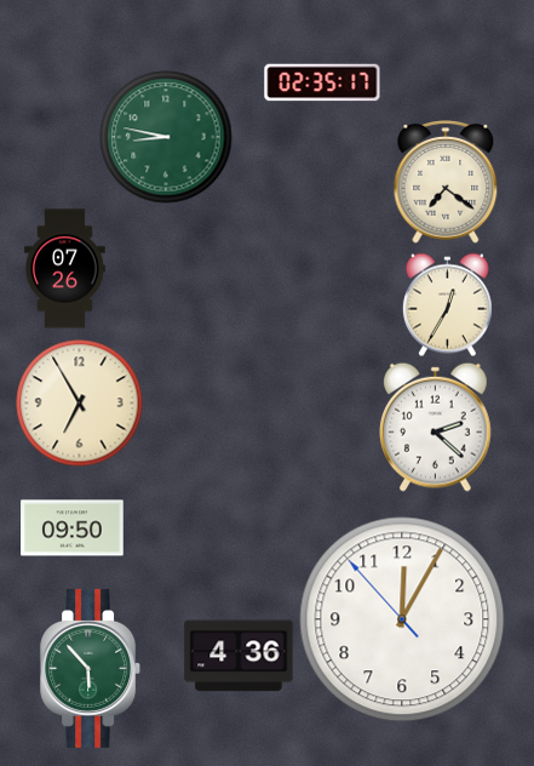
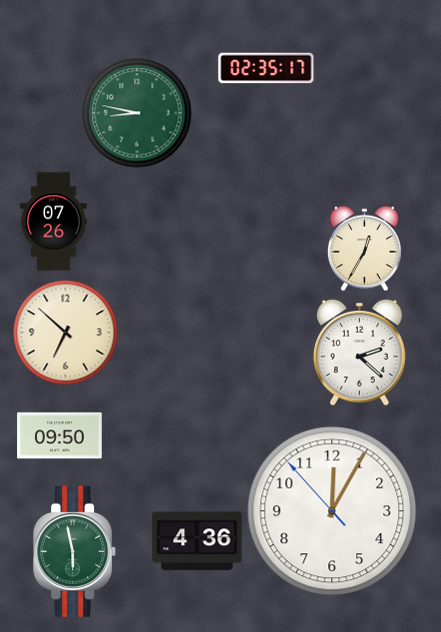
clock at (446, 183): 7:21 -> none
clock at (447, 304) position: (447, 304) -> (364, 248)
clock at (80, 404): 6:55 -> 6:52
clock at (91, 668): 5:53 -> 5:58
